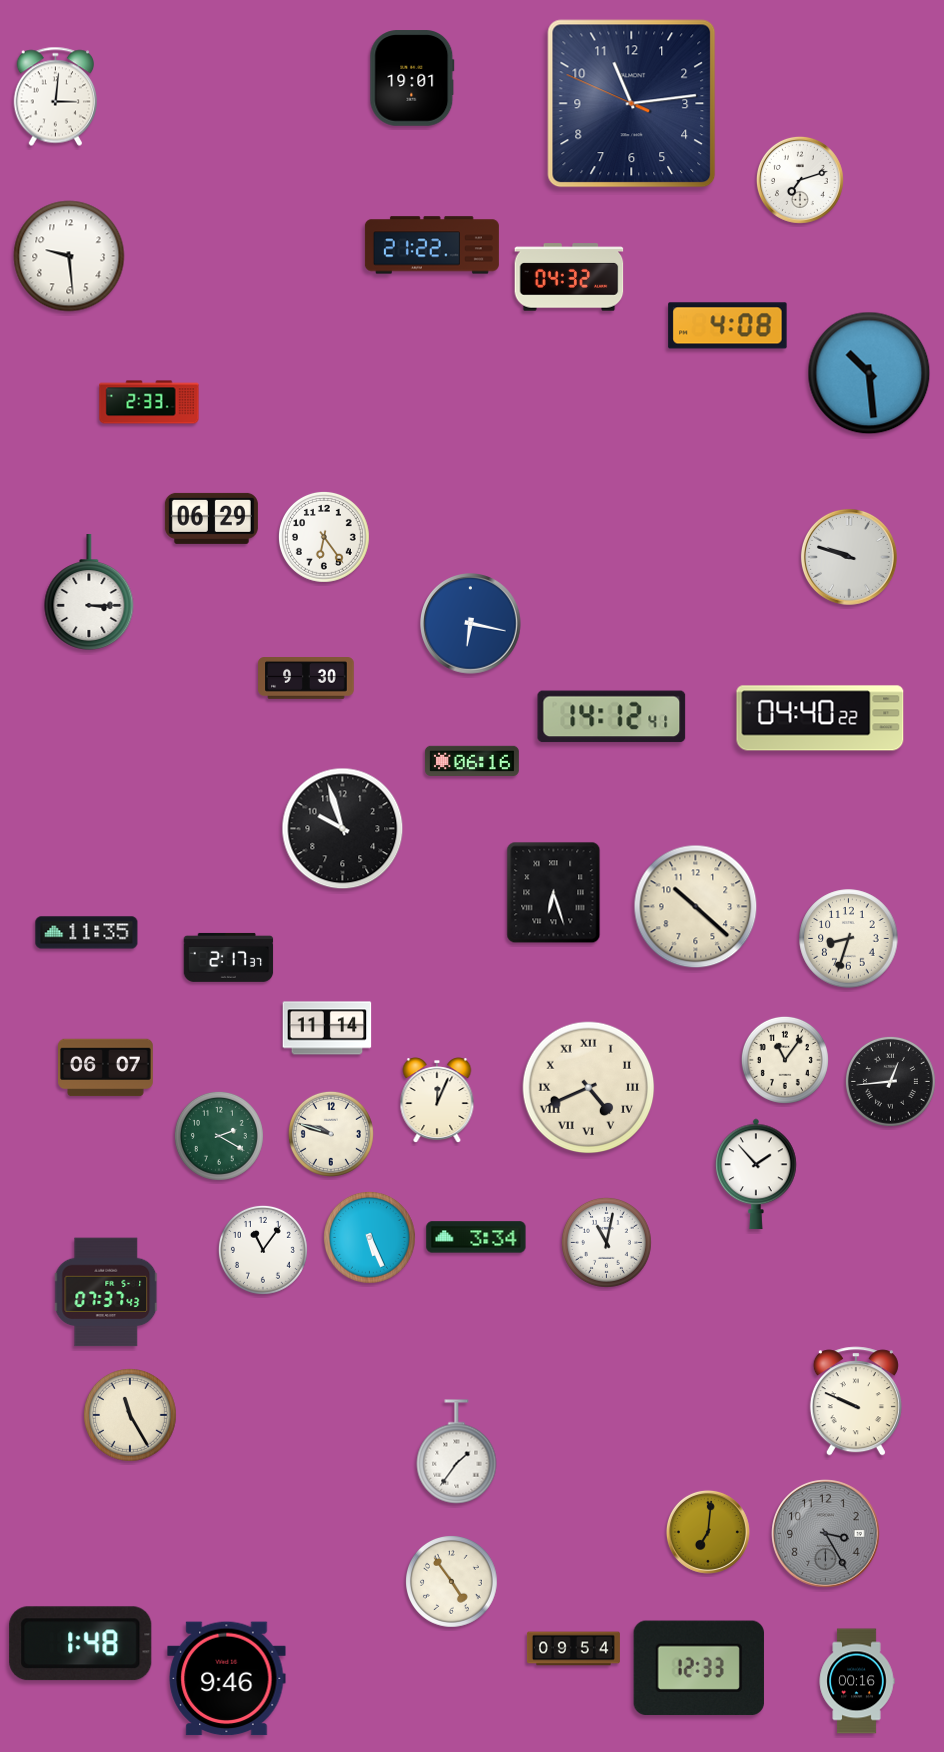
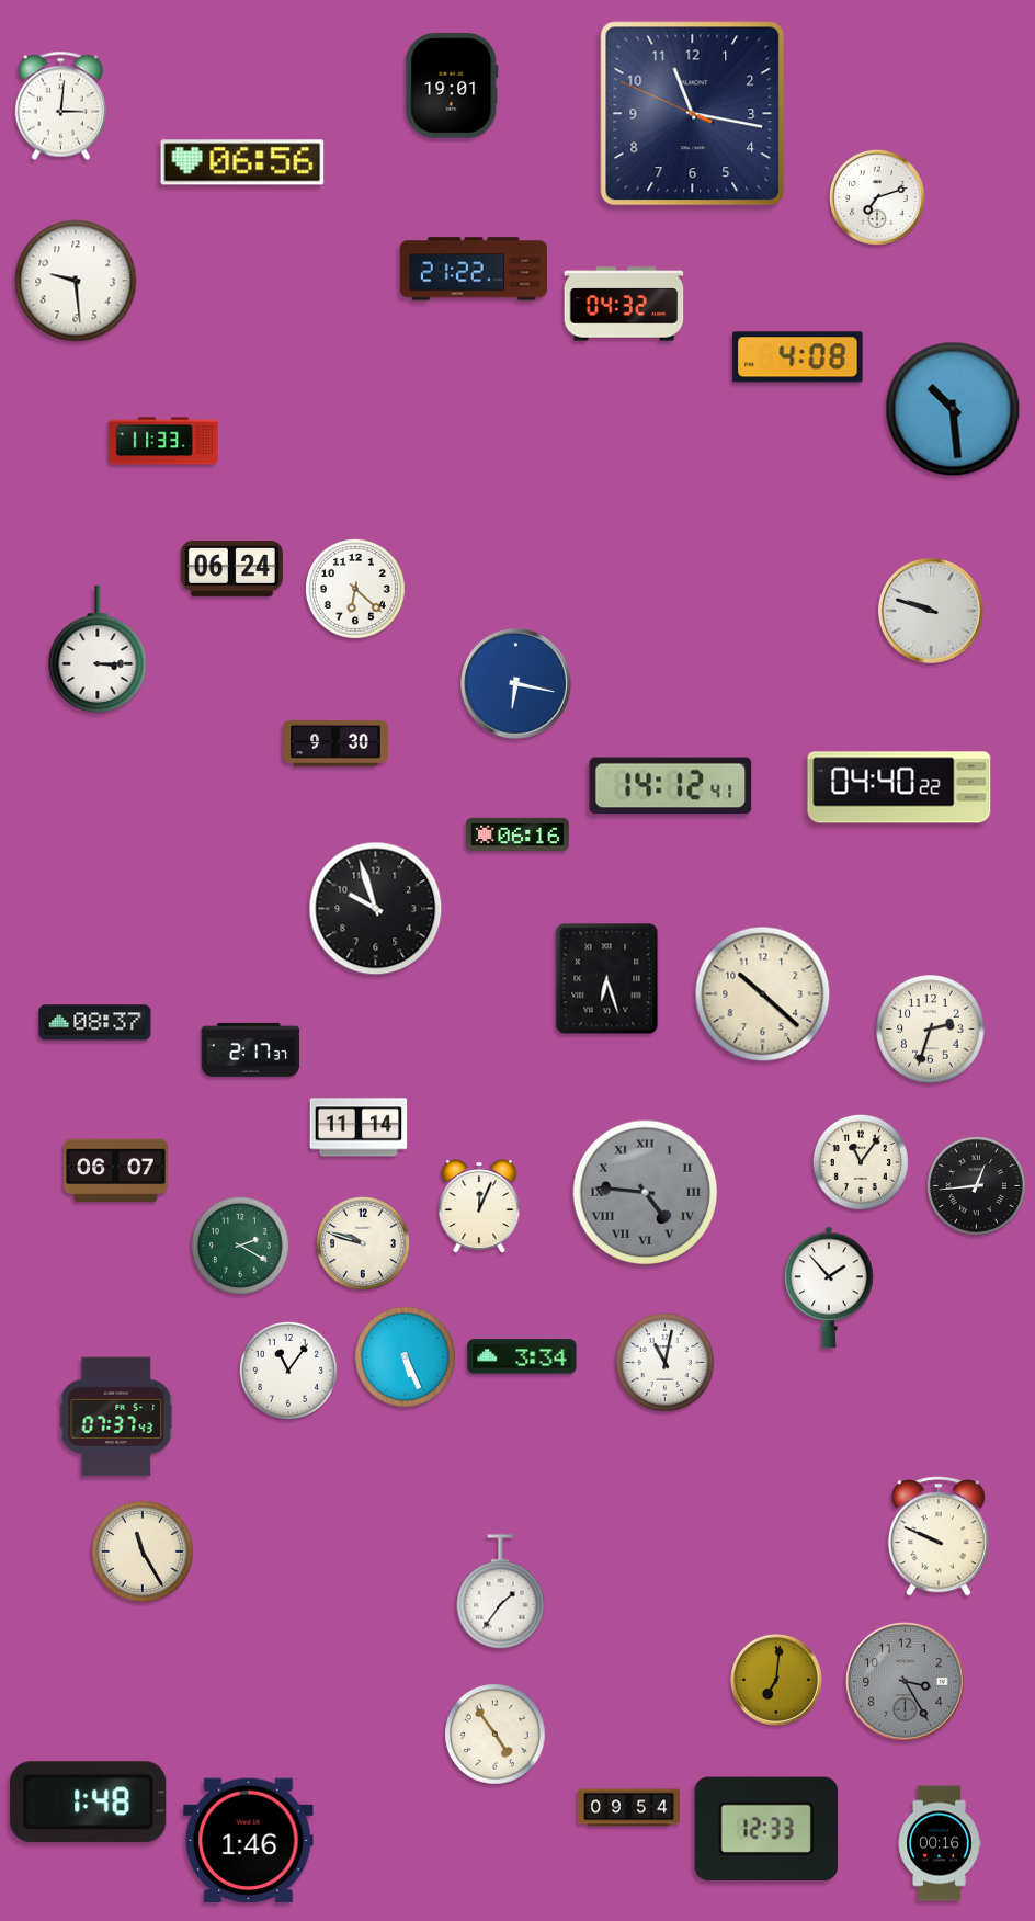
clock at (632, 104): 11:13 -> 11:16
clock at (242, 162): none -> 06:56
clock at (149, 402): 2:33 -> 11:33
clock at (211, 518): 06:29 -> 06:24
clock at (324, 537): 6:24 -> 6:22
clock at (87, 933): 11:35 -> 08:37
clock at (849, 939): 8:33 -> 2:33
clock at (589, 1088): 4:41 -> 4:46
clock at (589, 1088) dial: cream -> grey
clock at (227, 1679): 9:46 -> 1:46
